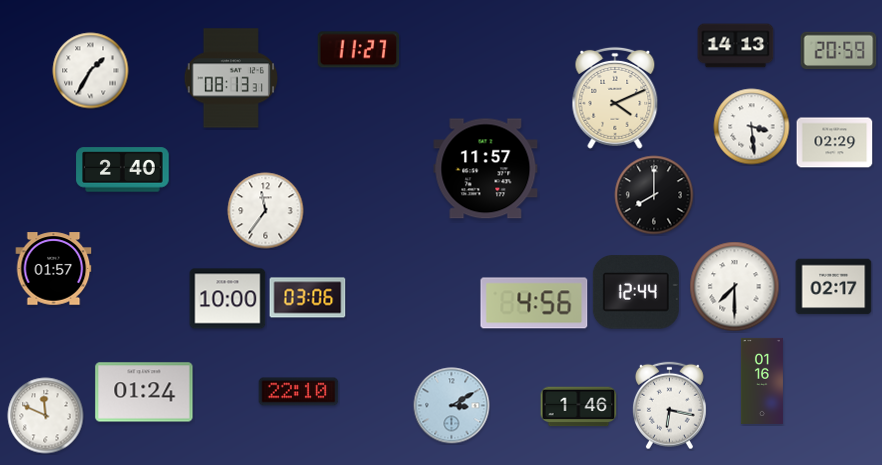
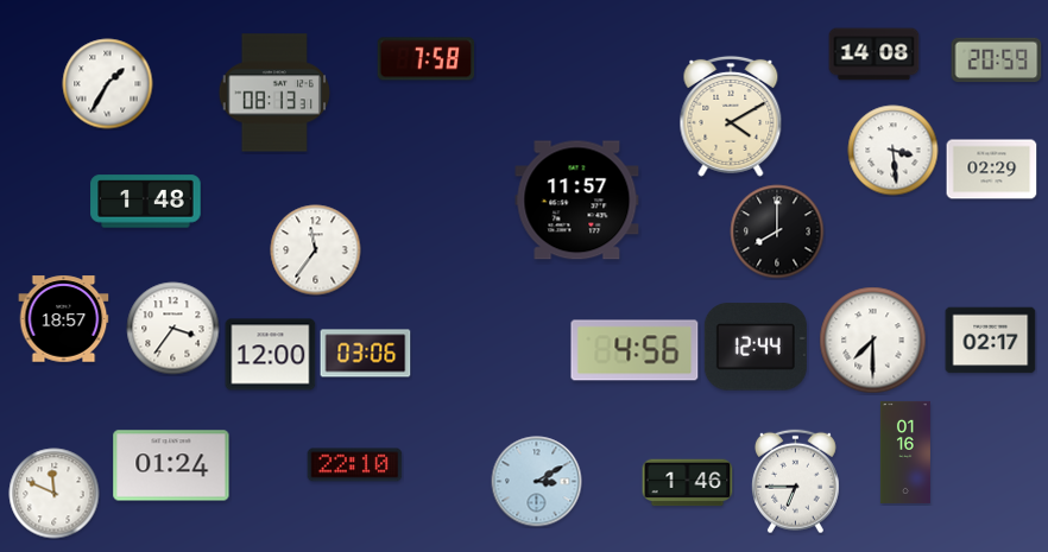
clock at (736, 46): 14:13 -> 14:08
clock at (359, 50): 11:27 -> 7:58
clock at (615, 98): 4:11 -> 4:10
clock at (123, 170): 2:40 -> 1:48
clock at (54, 269): 01:57 -> 18:57
clock at (173, 329): none -> 3:36
clock at (228, 299): 10:00 -> 12:00
clock at (534, 303) position: (534, 303) -> (635, 350)
clock at (669, 406): 6:17 -> 6:45
